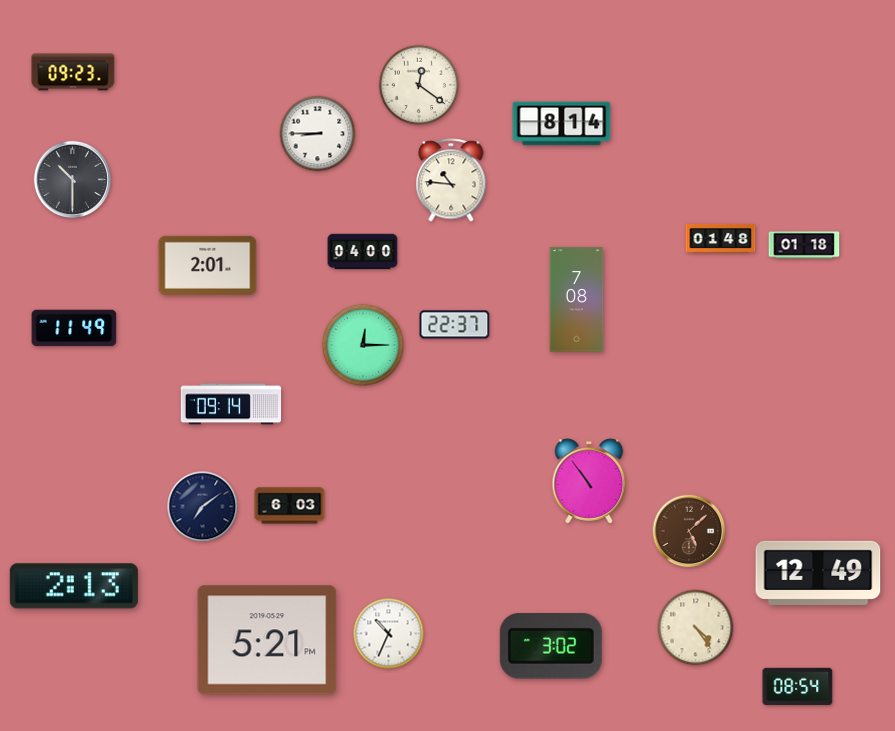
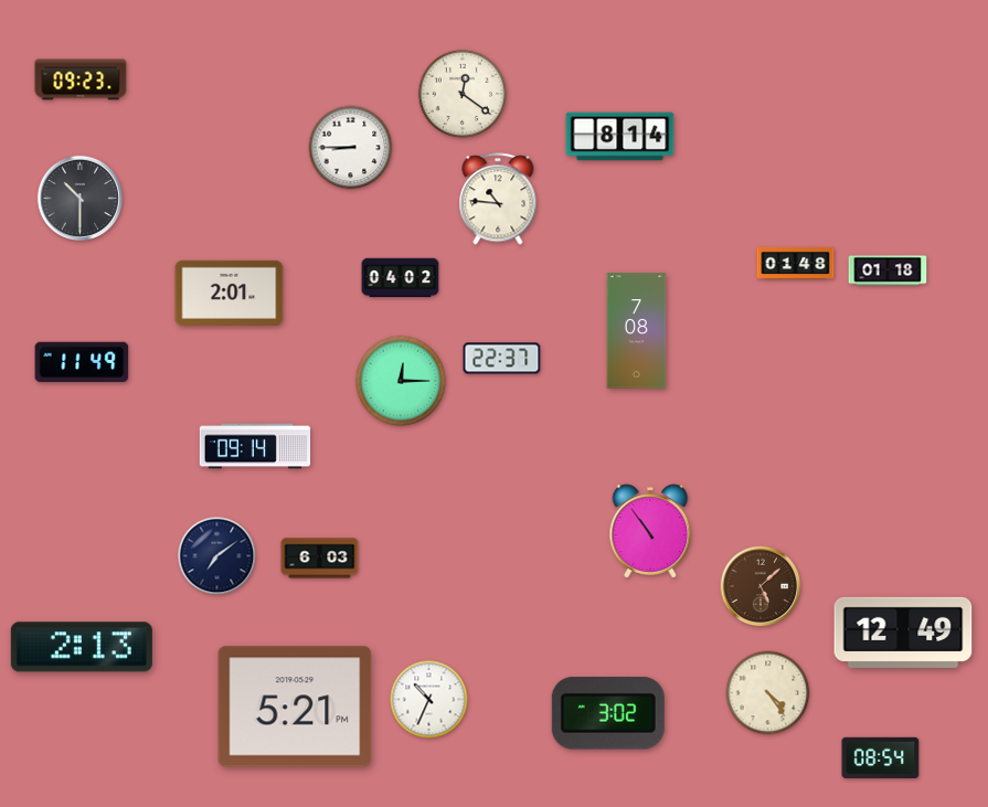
clock at (363, 252): 04:00 -> 04:02
clock at (203, 507) position: (203, 507) -> (217, 556)
